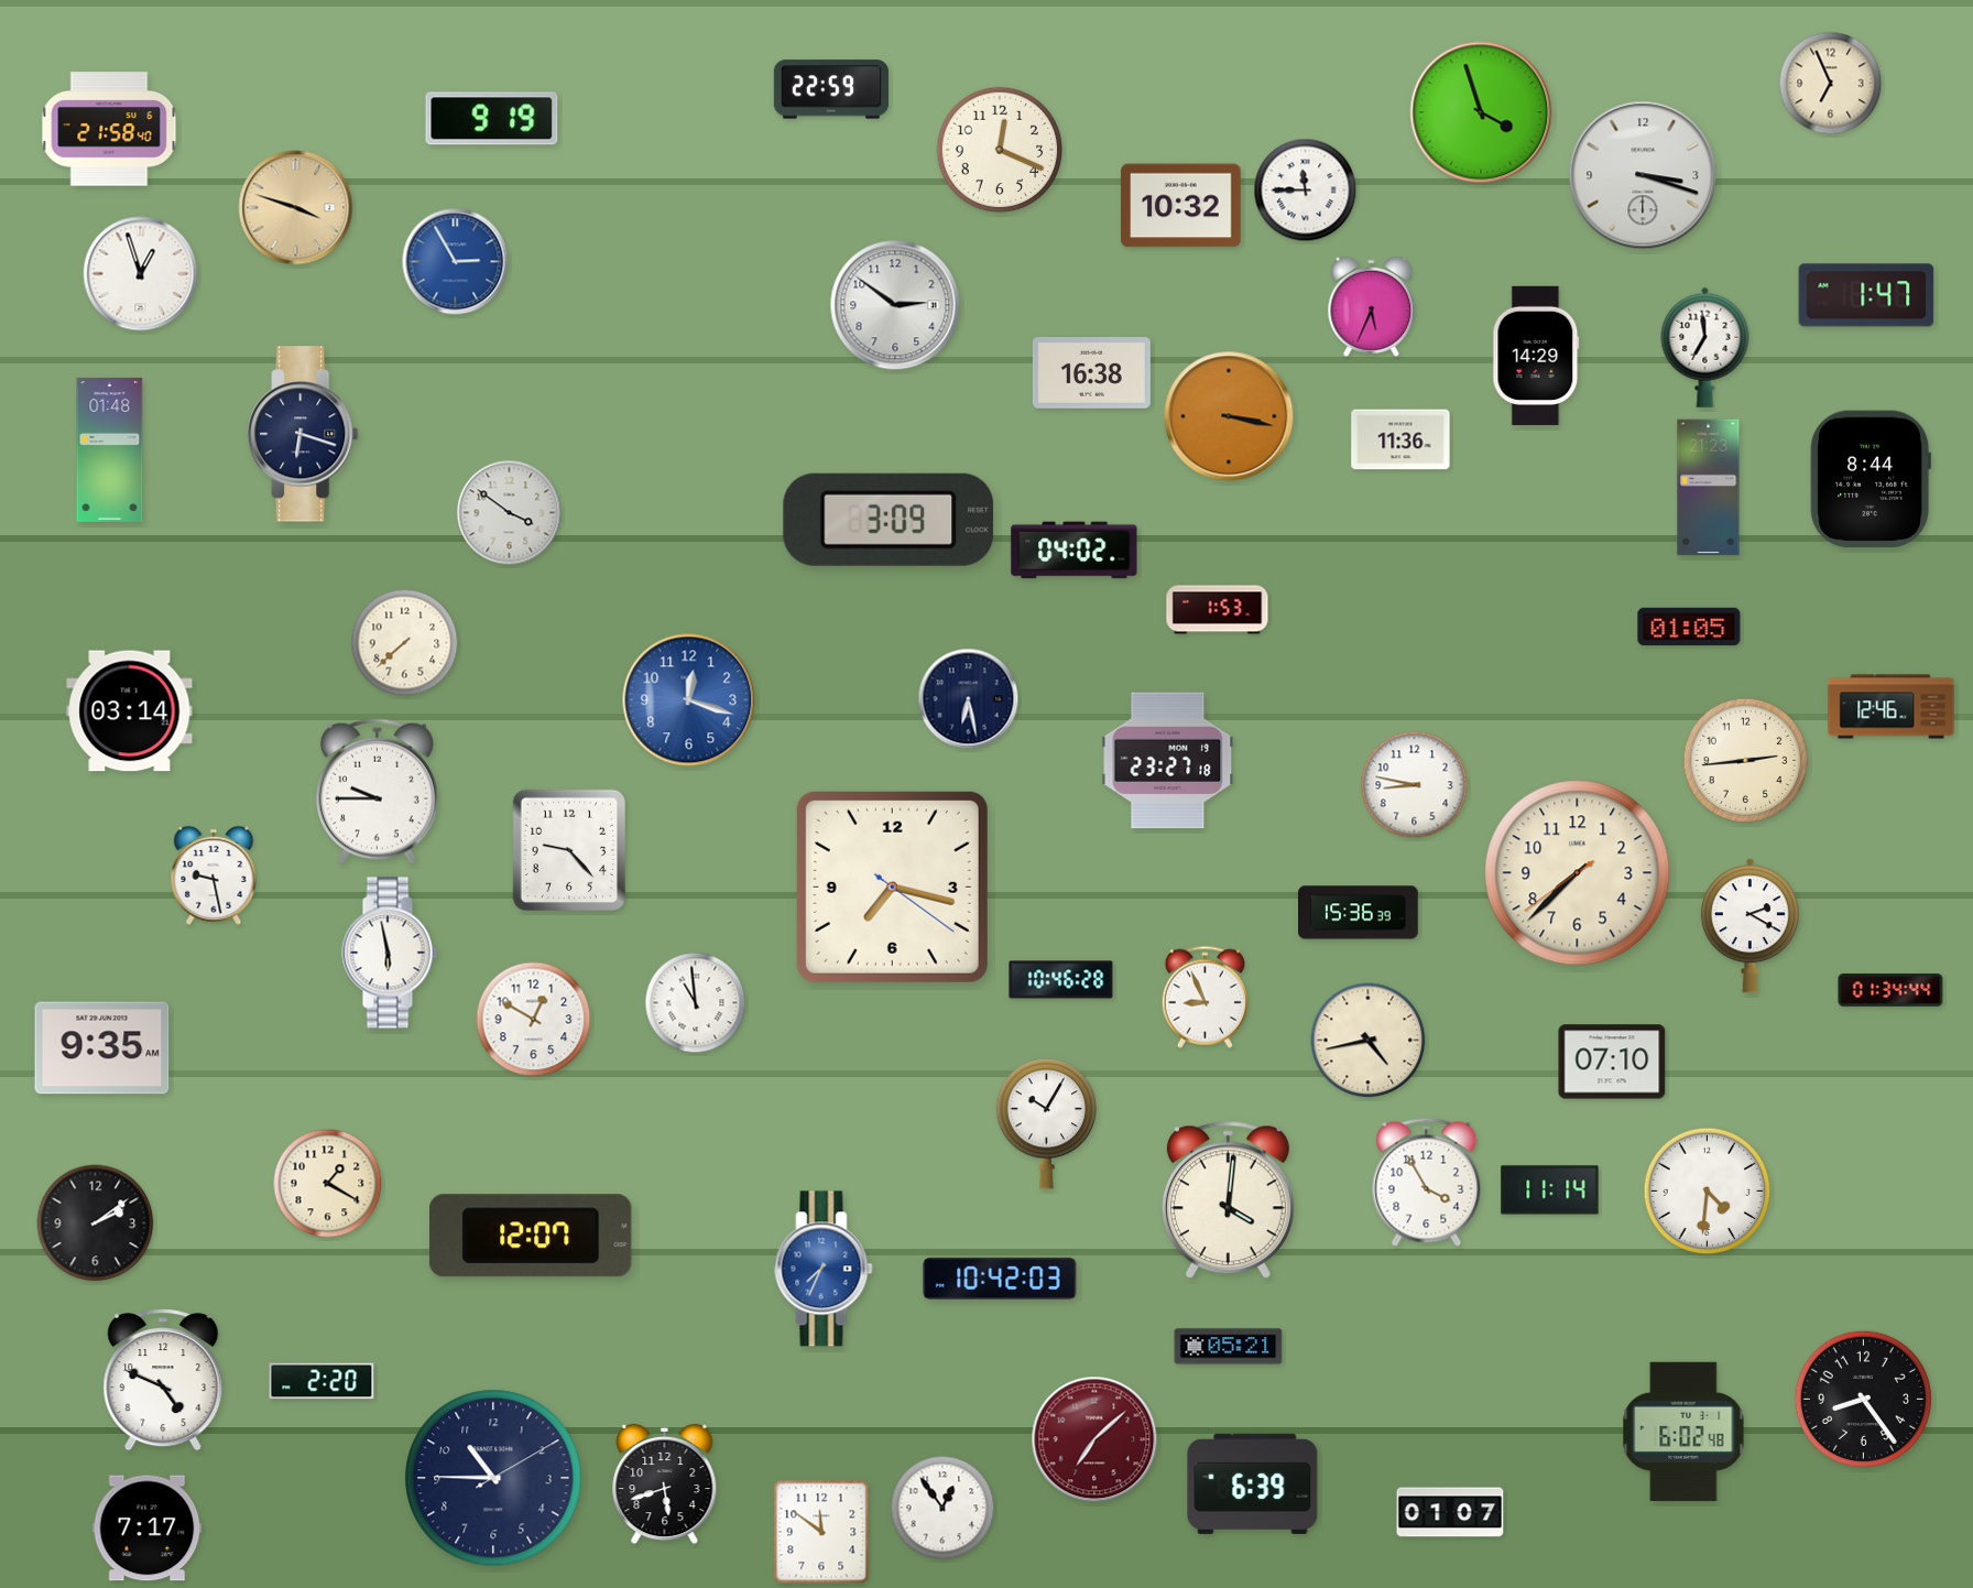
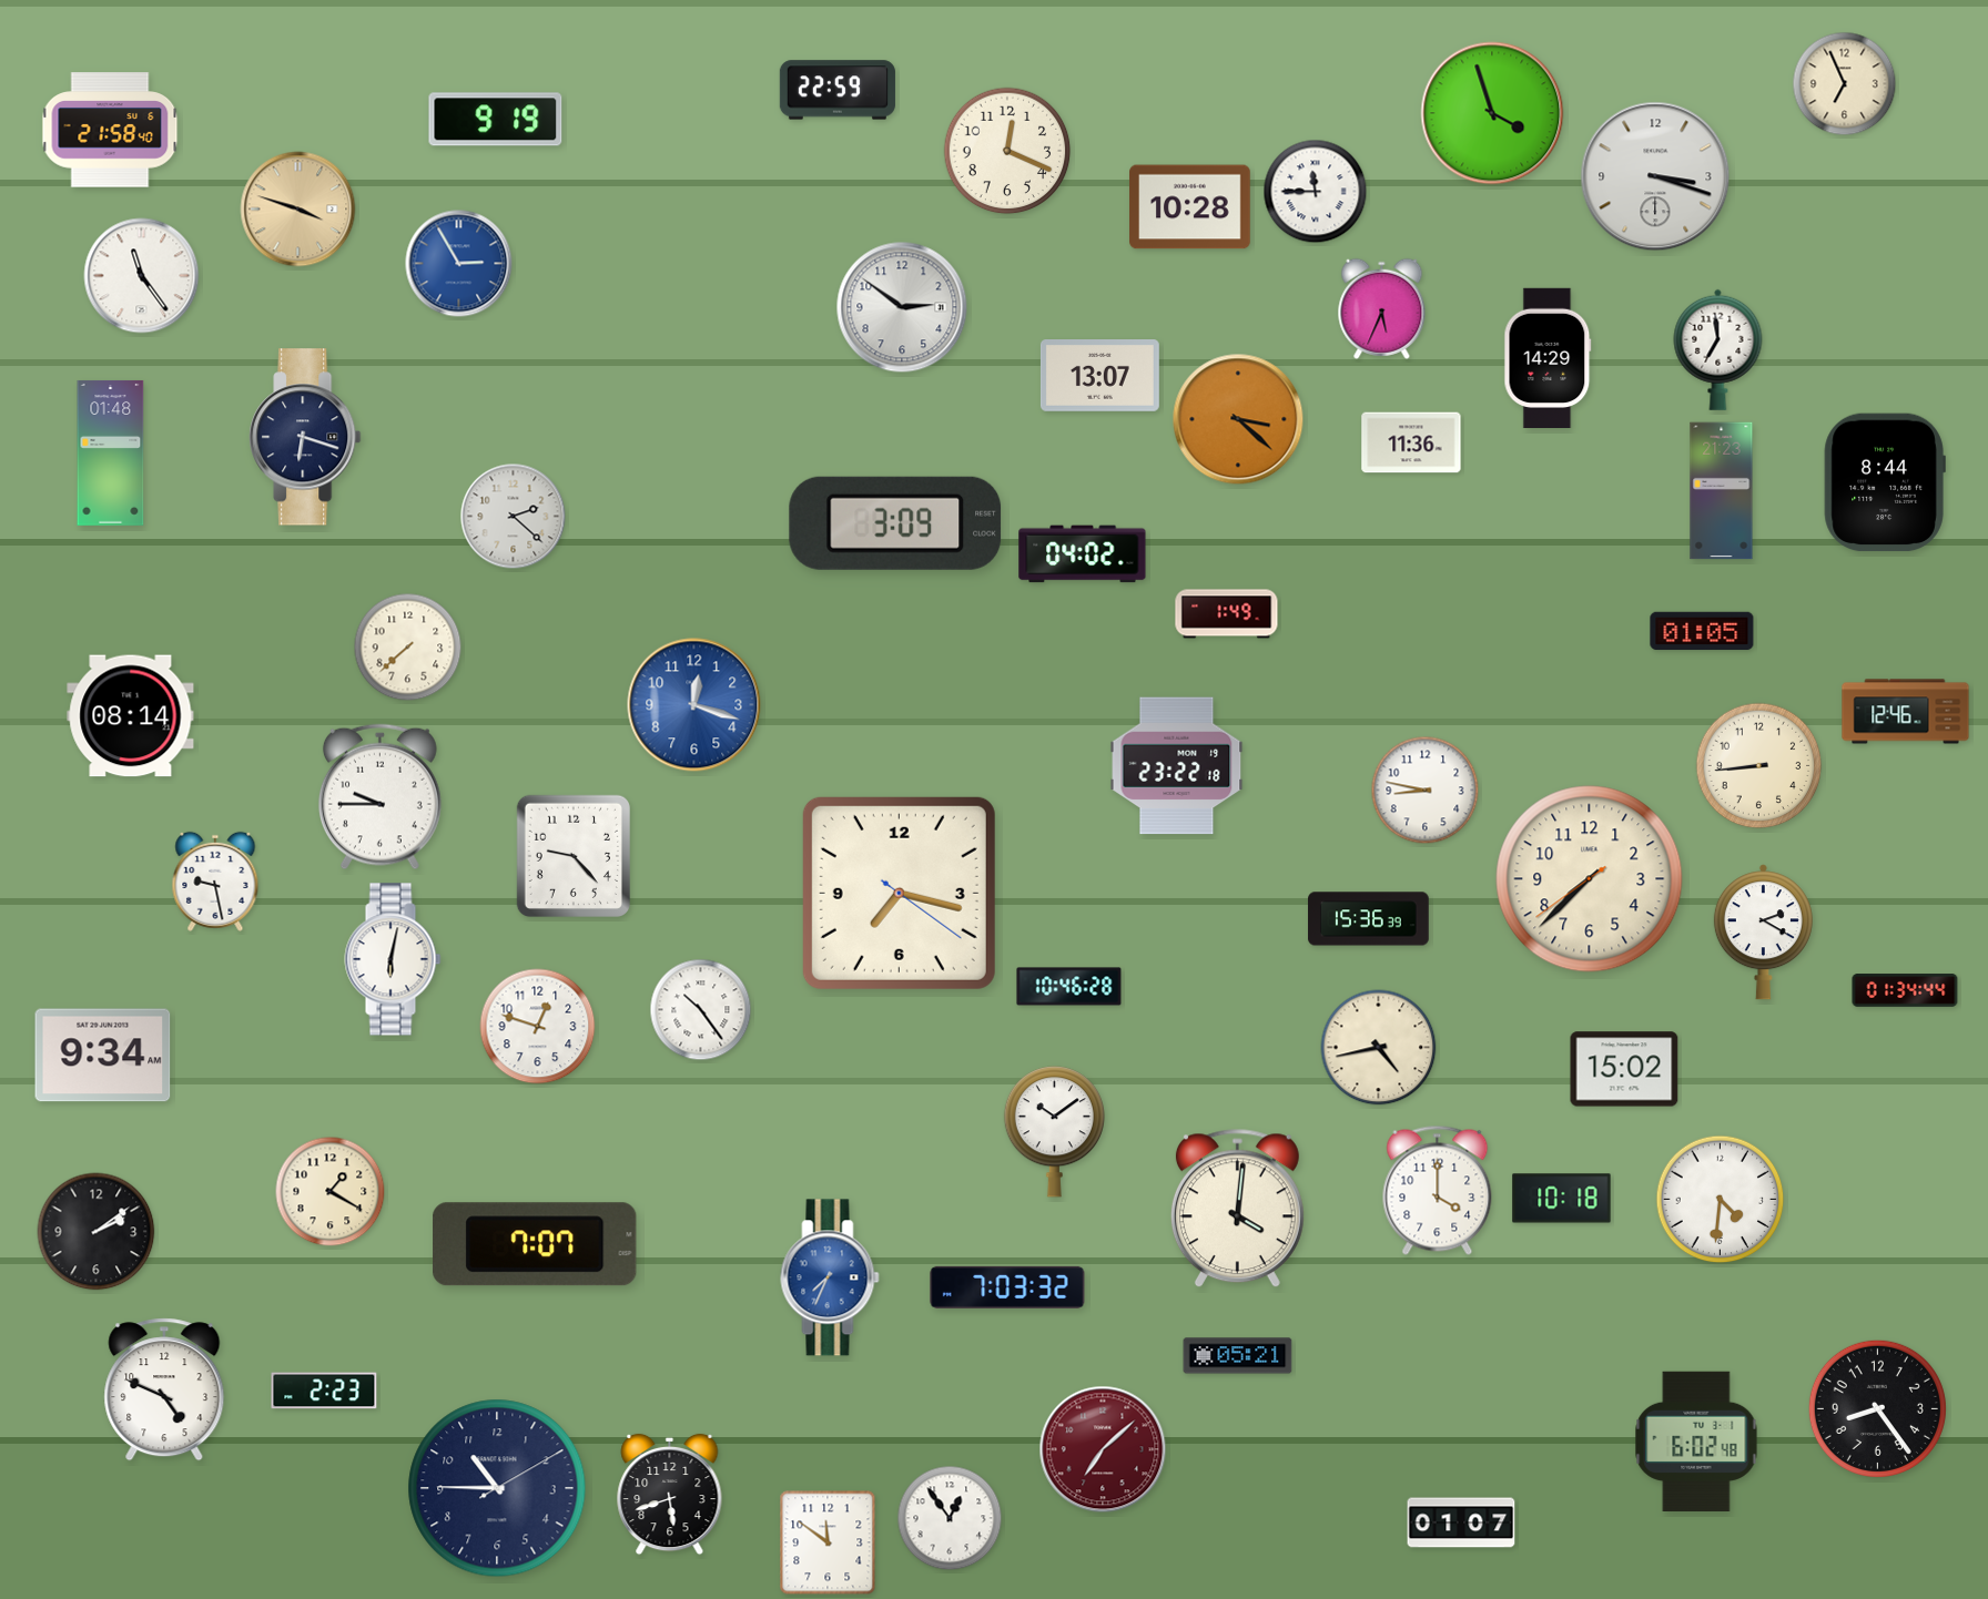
clock at (1181, 206): 10:32 -> 10:28
clock at (141, 274): 12:57 -> 11:24
clock at (1866, 295): 1:47 -> none
clock at (1091, 373): 16:38 -> 13:07
clock at (1229, 416): 3:17 -> 3:22
clock at (510, 513): 3:51 -> 2:22
clock at (1218, 610): 1:53 -> 1:49
clock at (969, 699): 6:28 -> none
clock at (130, 711): 03:14 -> 08:14
clock at (1168, 761): 23:27 -> 23:22
clock at (1746, 761): 2:44 -> 8:44
clock at (390, 953): 5:58 -> 6:02
clock at (1890, 990) position: (1890, 990) -> (1905, 990)
clock at (1204, 997): 8:56 -> none
clock at (696, 1003): 10:59 -> 10:24
clock at (534, 1020): 12:50 -> 12:48
clock at (102, 1048): 9:35 -> 9:34
clock at (1612, 1062): 07:10 -> 15:02
clock at (1046, 1124): 10:05 -> 10:09
clock at (1427, 1182): 3:55 -> 4:00
clock at (1550, 1190): 11:14 -> 10:18
clock at (531, 1236): 12:07 -> 7:07
clock at (1000, 1279): 10:42 -> 7:03
clock at (321, 1381): 2:20 -> 2:23
clock at (1253, 1483): 6:39 -> none
clock at (148, 1529): 7:17 -> none
